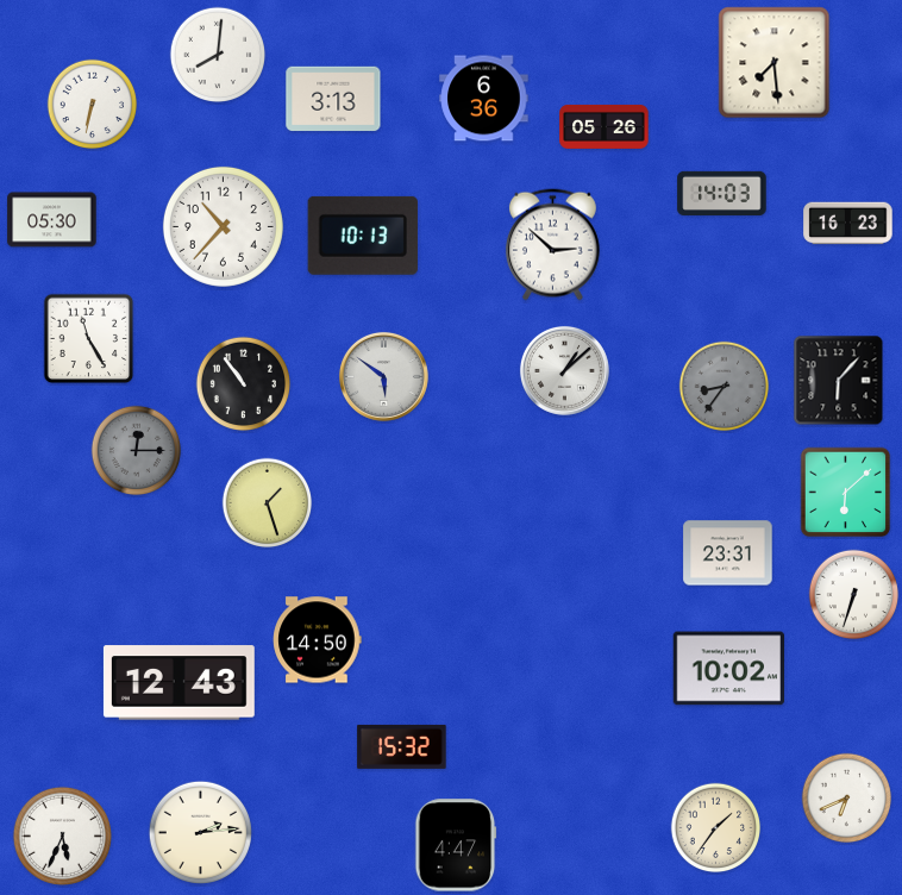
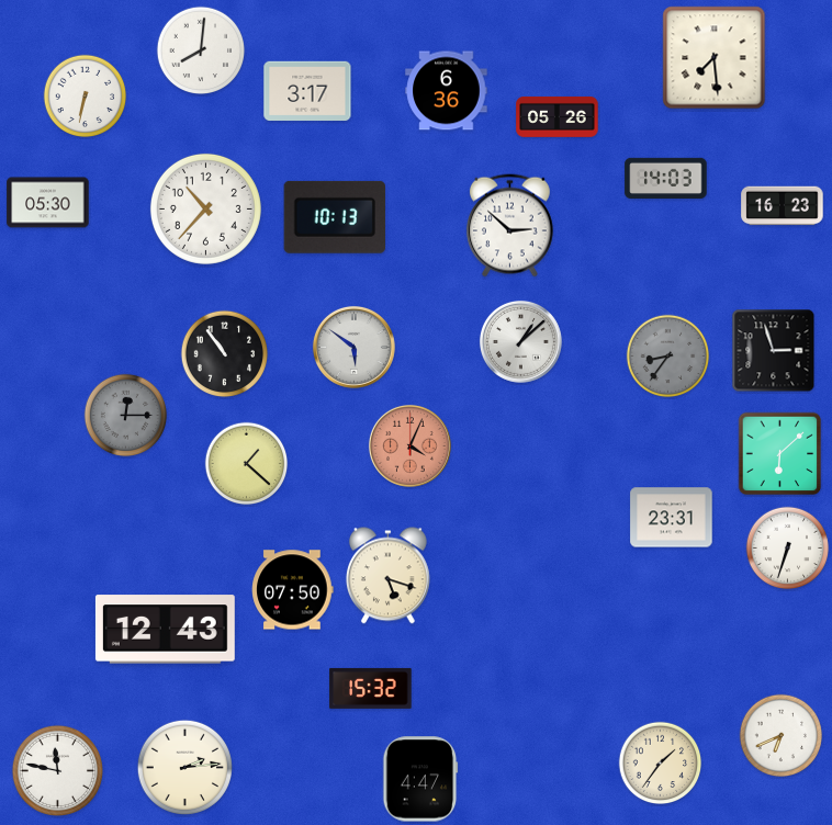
clock at (333, 99): 3:13 -> 3:17
clock at (89, 339): 11:25 -> none
clock at (839, 381): 6:07 -> 2:57
clock at (409, 445): none -> 4:04
clock at (268, 503): 1:27 -> 1:22
clock at (728, 553) position: (728, 553) -> (672, 518)
clock at (387, 576): none -> 5:18
clock at (318, 640): 14:50 -> 07:50
clock at (728, 669): 10:02 -> none
clock at (62, 835): 5:34 -> 11:47
